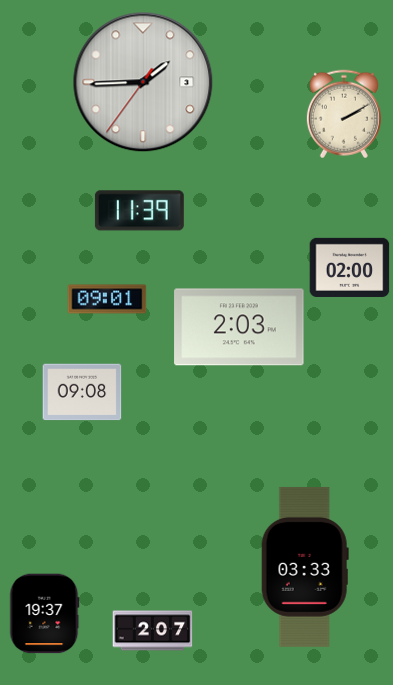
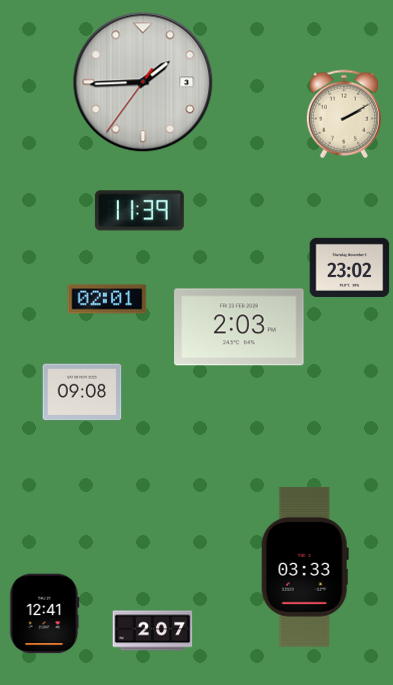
clock at (350, 267): 02:00 -> 23:02
clock at (107, 299): 09:01 -> 02:01
clock at (45, 614): 19:37 -> 12:41
